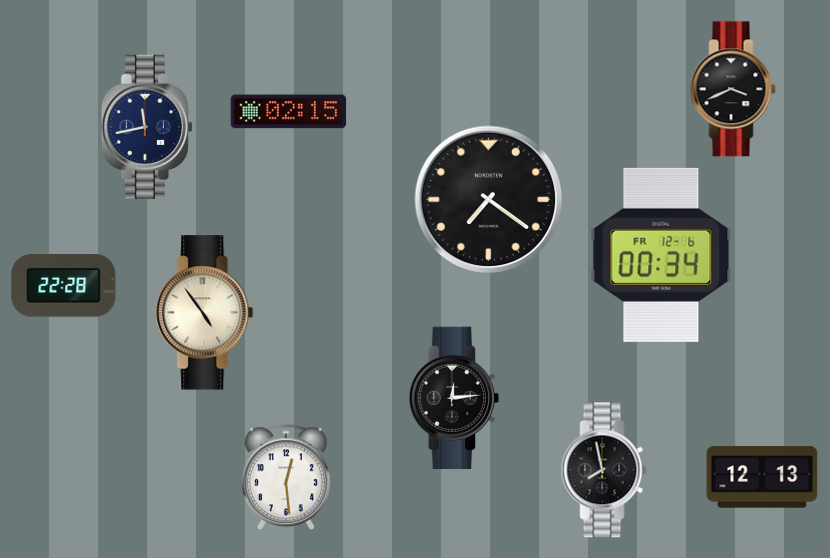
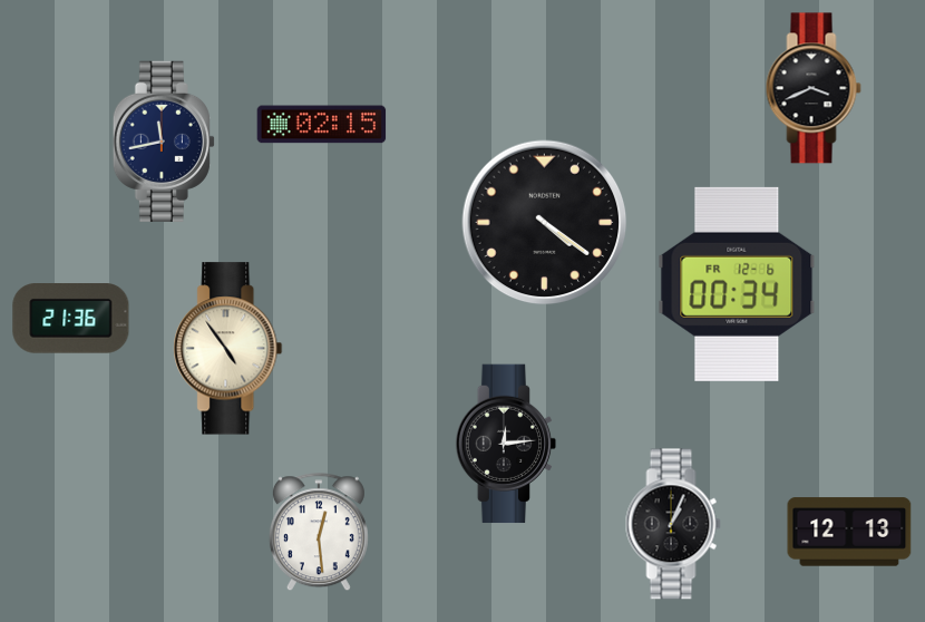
clock at (733, 89) position: (733, 89) -> (814, 88)
clock at (489, 200): 7:21 -> 4:21
clock at (64, 286): 22:28 -> 21:36
clock at (604, 470): 7:58 -> 1:04
